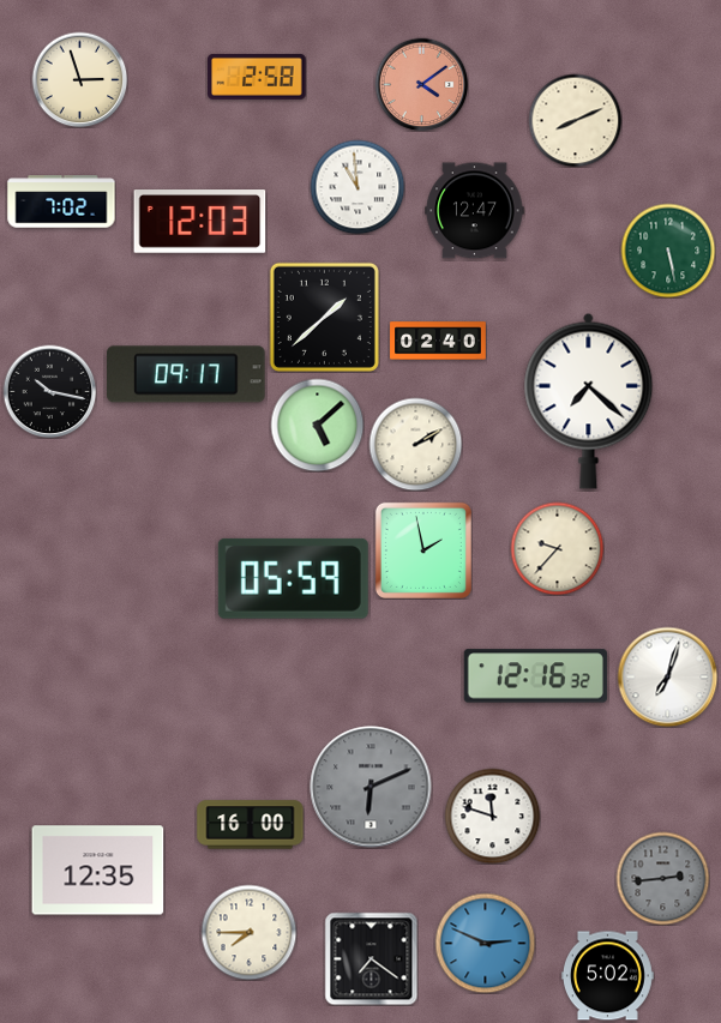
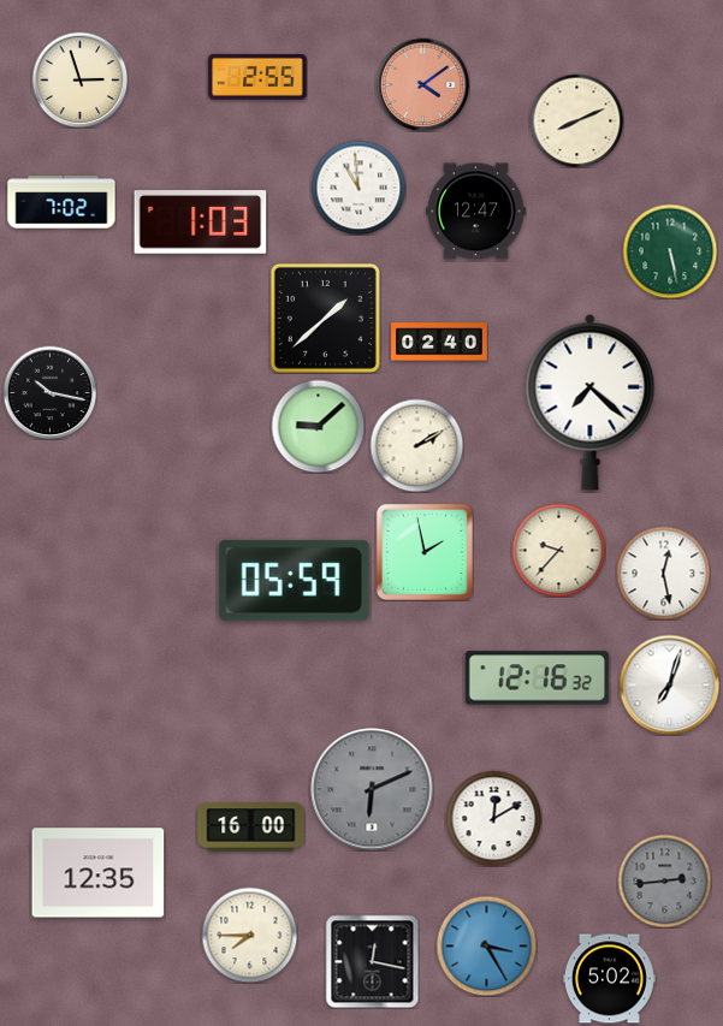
clock at (257, 77): 2:58 -> 2:55
clock at (200, 222): 12:03 -> 1:03
clock at (187, 374): 09:17 -> none
clock at (317, 425): 5:08 -> 9:08
clock at (663, 573): none -> 12:28
clock at (667, 676) position: (667, 676) -> (669, 684)
clock at (492, 816): 11:48 -> 12:10
clock at (485, 943): 2:49 -> 3:25
clock at (371, 958): 7:21 -> 12:17
